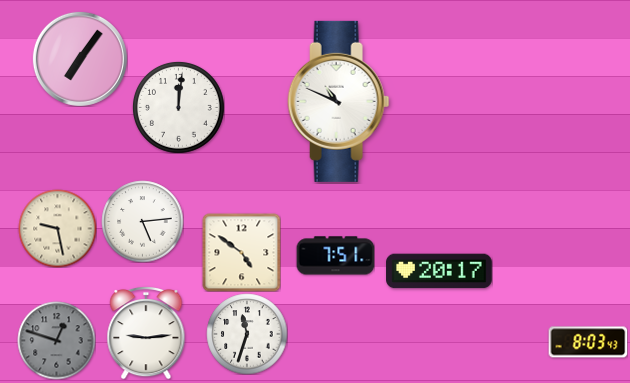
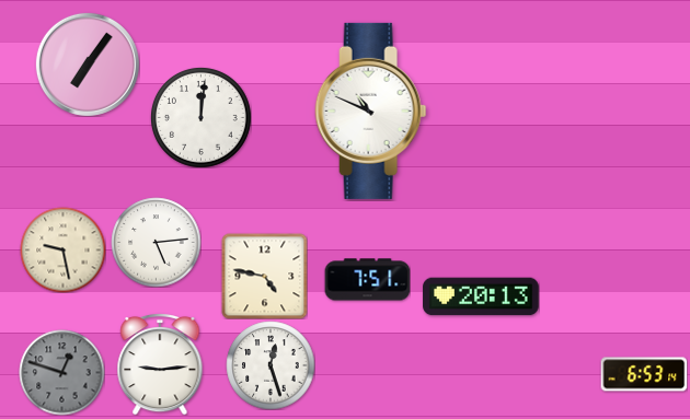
clock at (178, 107) position: (178, 107) -> (200, 117)
clock at (241, 252): 4:51 -> 4:47
clock at (439, 271): 20:17 -> 20:13
clock at (247, 334): 11:33 -> 12:27
clock at (588, 342): 8:03 -> 6:53
